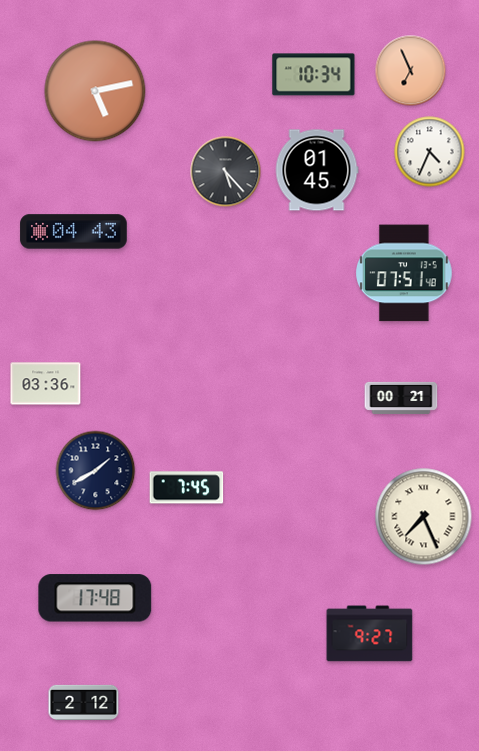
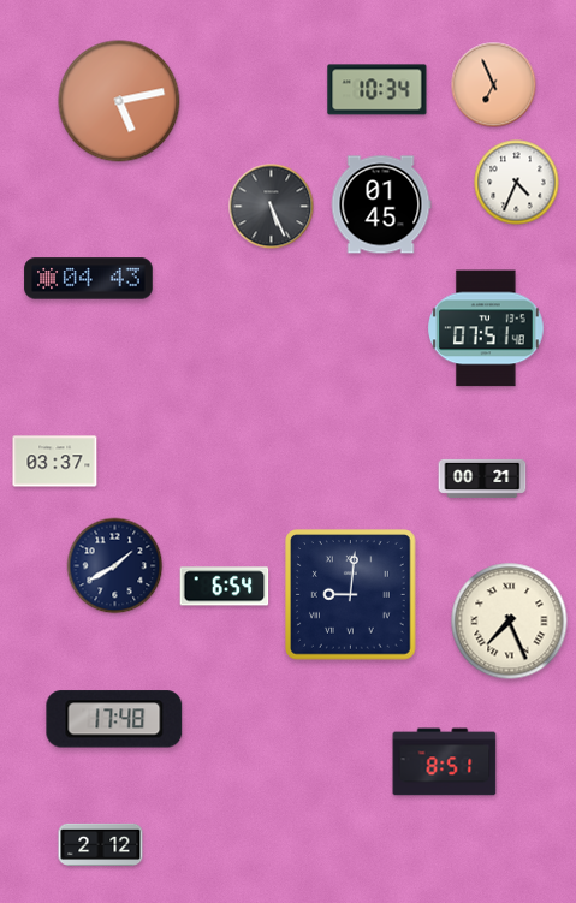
clock at (95, 91) position: (95, 91) -> (119, 101)
clock at (226, 172): 5:23 -> 5:26
clock at (46, 384): 03:36 -> 03:37
clock at (187, 488): 7:45 -> 6:54
clock at (351, 595): none -> 9:01
clock at (370, 634): 9:27 -> 8:51
